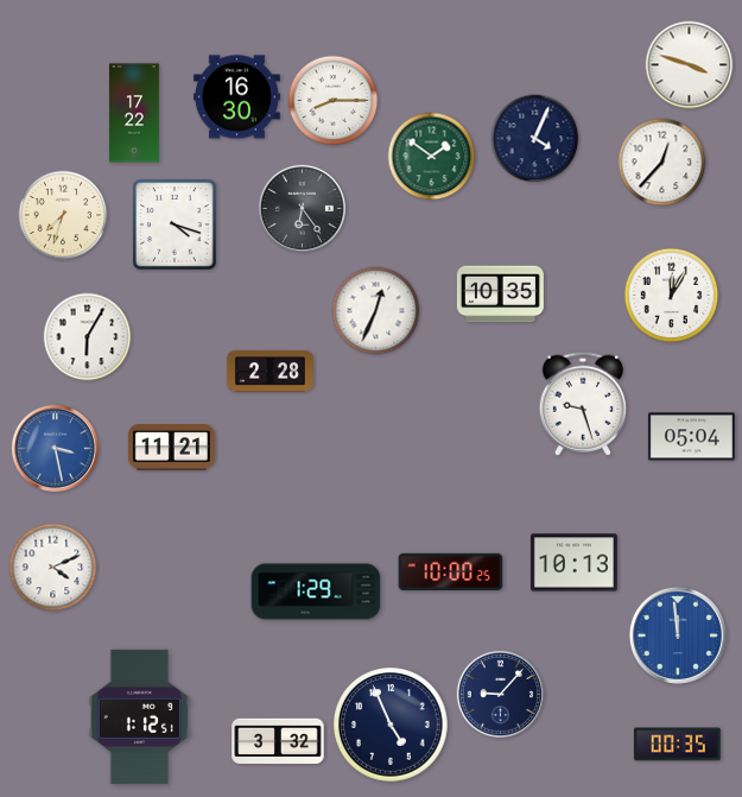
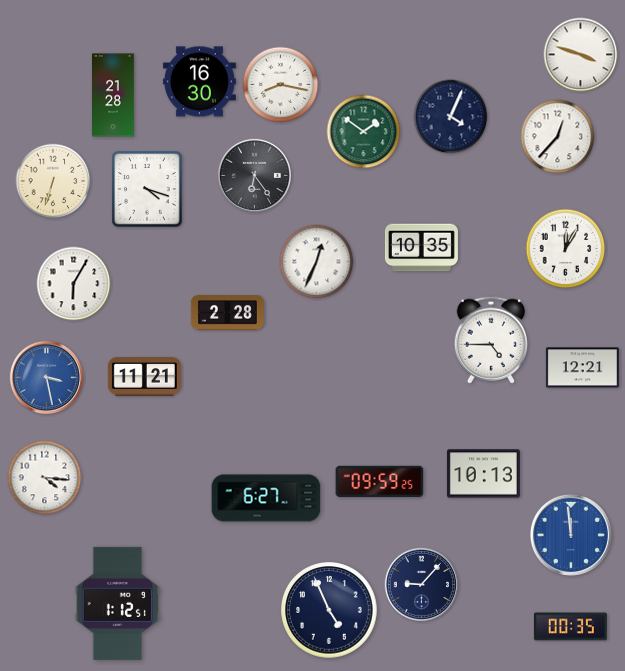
clock at (334, 101): 8:15 -> 8:17
clock at (135, 113): 17:22 -> 21:28
clock at (63, 215): 7:33 -> 6:33
clock at (582, 404): 9:27 -> 4:45
clock at (691, 437): 05:04 -> 12:21
clock at (53, 568): 4:11 -> 4:16
clock at (451, 573): 10:00 -> 09:59
clock at (316, 592): 1:29 -> 6:27
clock at (278, 741): 3:32 -> none
